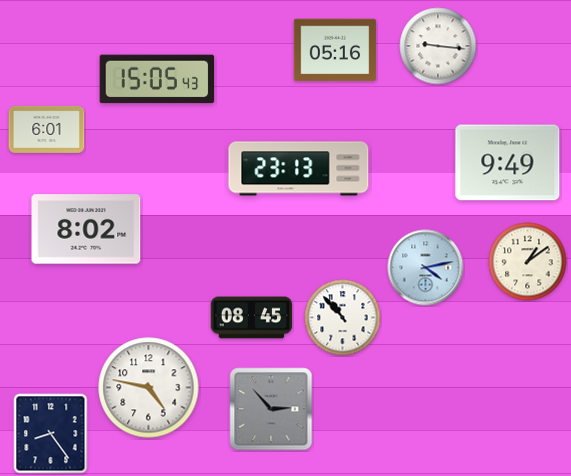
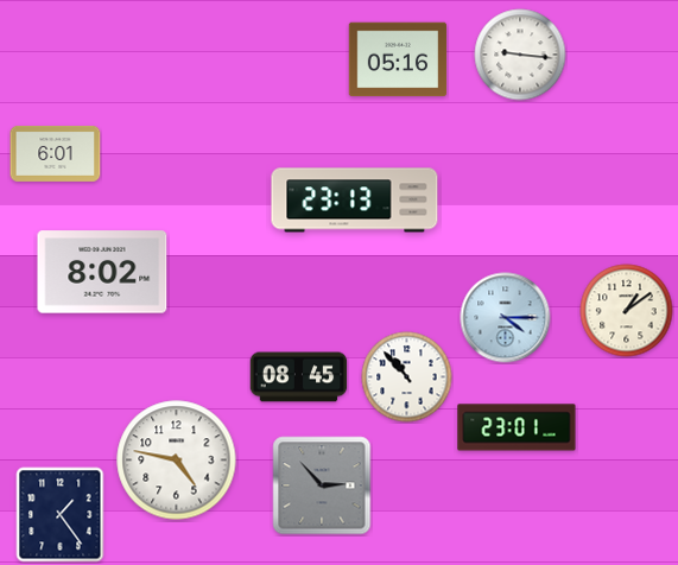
clock at (157, 79): 15:05 -> none
clock at (508, 163): 9:49 -> none
clock at (426, 268): 4:13 -> 4:15
clock at (517, 427): none -> 23:01
clock at (51, 434): 8:24 -> 1:24
